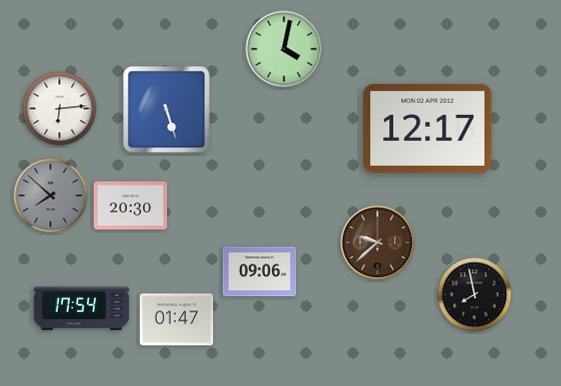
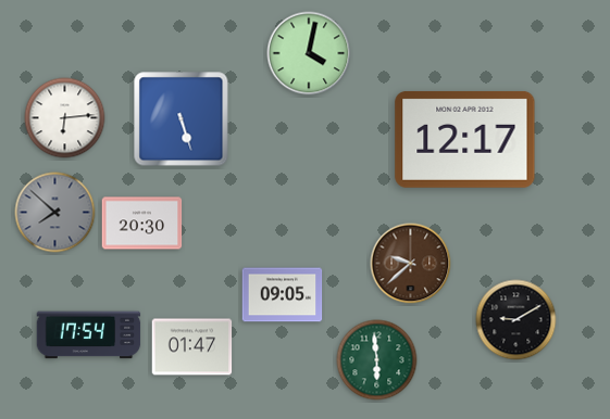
clock at (260, 272): 09:06 -> 09:05
clock at (475, 295): 7:58 -> 9:10
clock at (377, 360): none -> 5:59
